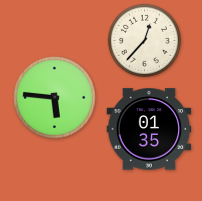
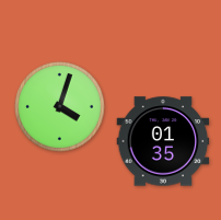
clock at (144, 40): 12:37 -> none
clock at (55, 98): 5:46 -> 4:03
